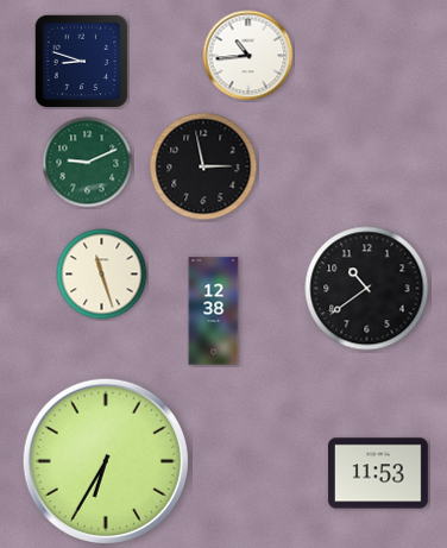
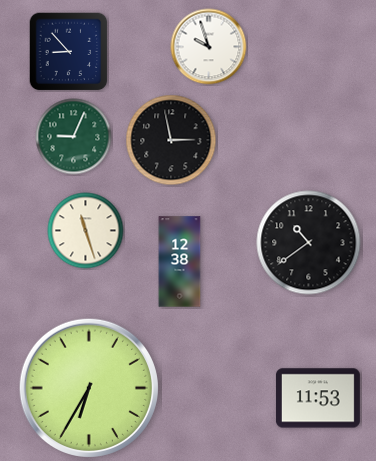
clock at (248, 56): 10:44 -> 9:57
clock at (82, 62): 8:48 -> 8:53
clock at (88, 163): 9:11 -> 9:04
